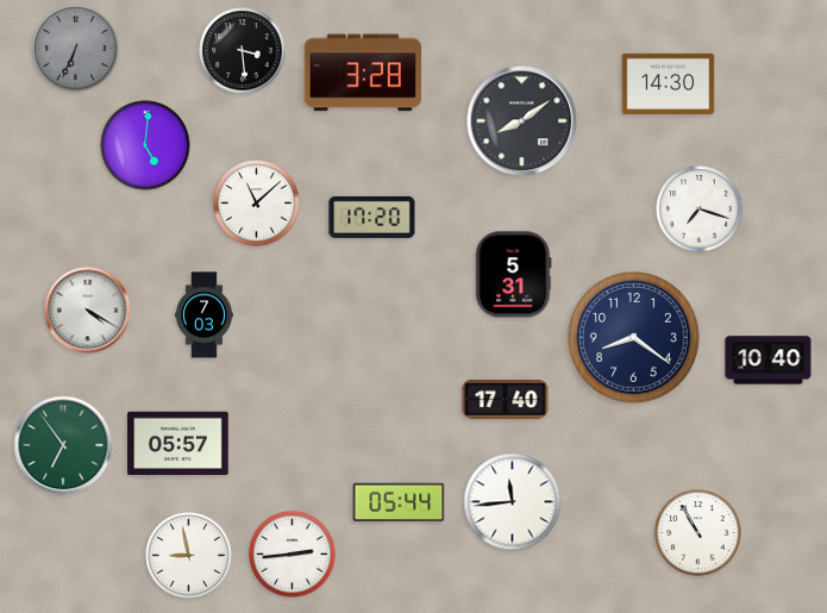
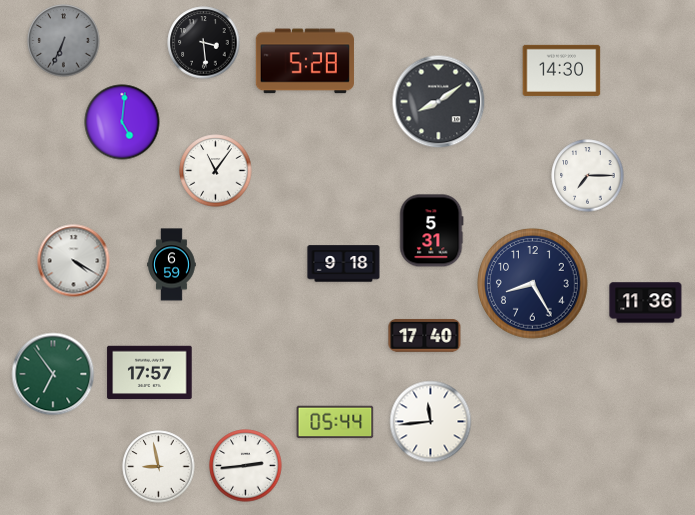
clock at (363, 73): 3:28 -> 5:28
clock at (257, 204): 11:08 -> 11:06
clock at (700, 209): 7:18 -> 7:15
clock at (372, 217): 17:20 -> none
clock at (344, 264): none -> 9:18
clock at (205, 315): 7:03 -> 6:59
clock at (634, 338): 8:21 -> 8:25
clock at (769, 361): 10:40 -> 11:36
clock at (178, 444): 05:57 -> 17:57
clock at (698, 533): 10:55 -> none
